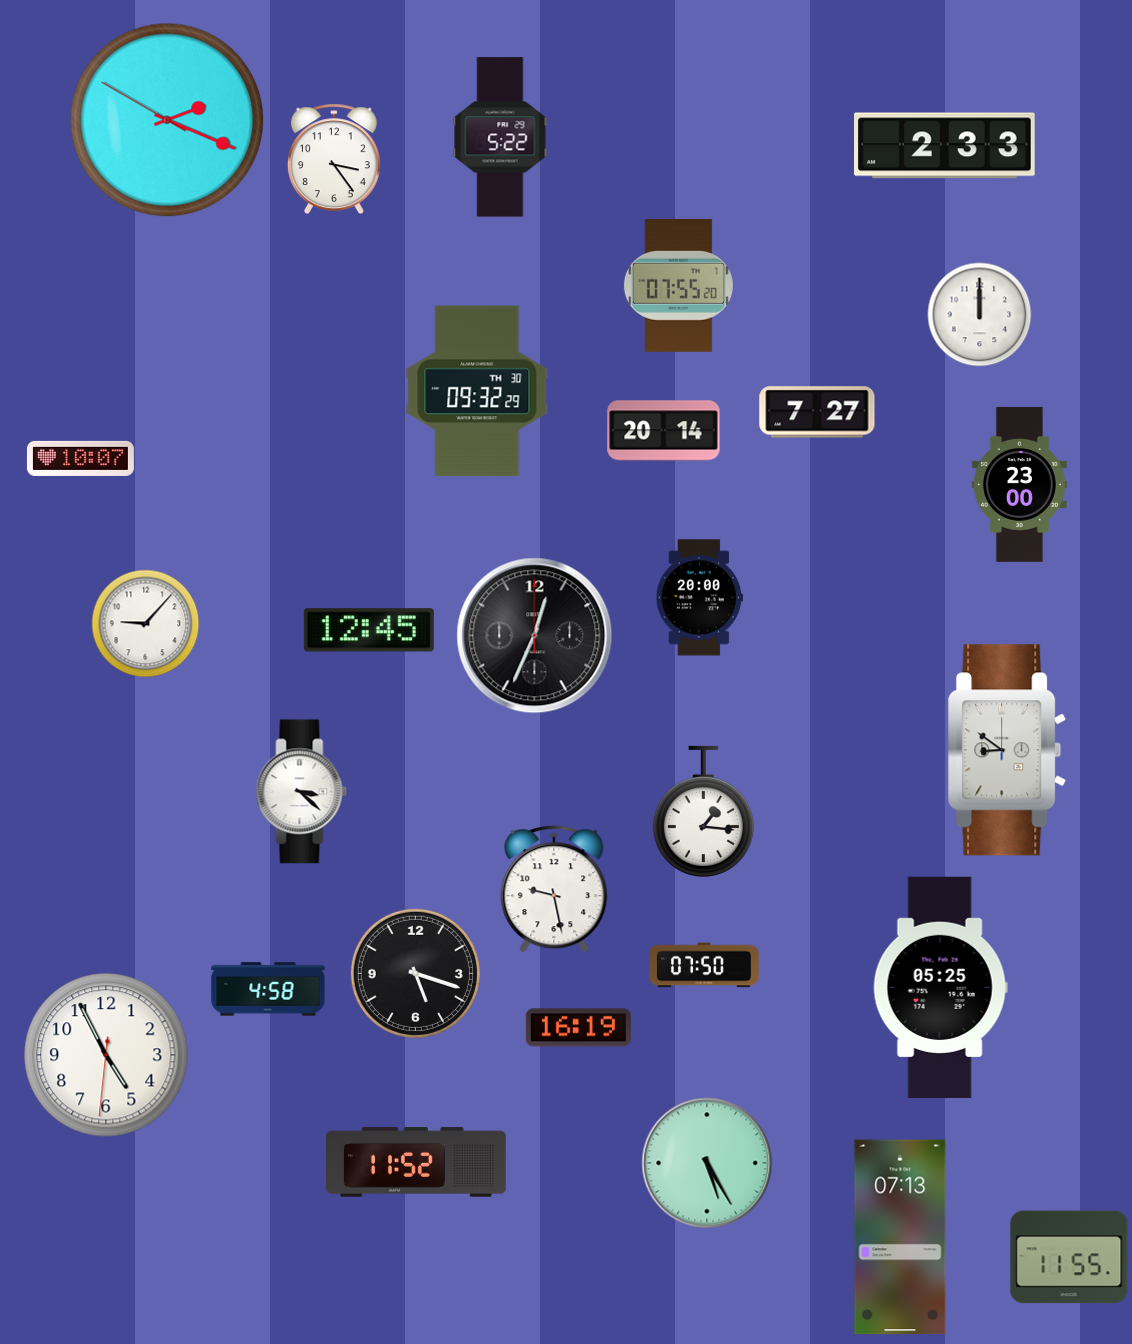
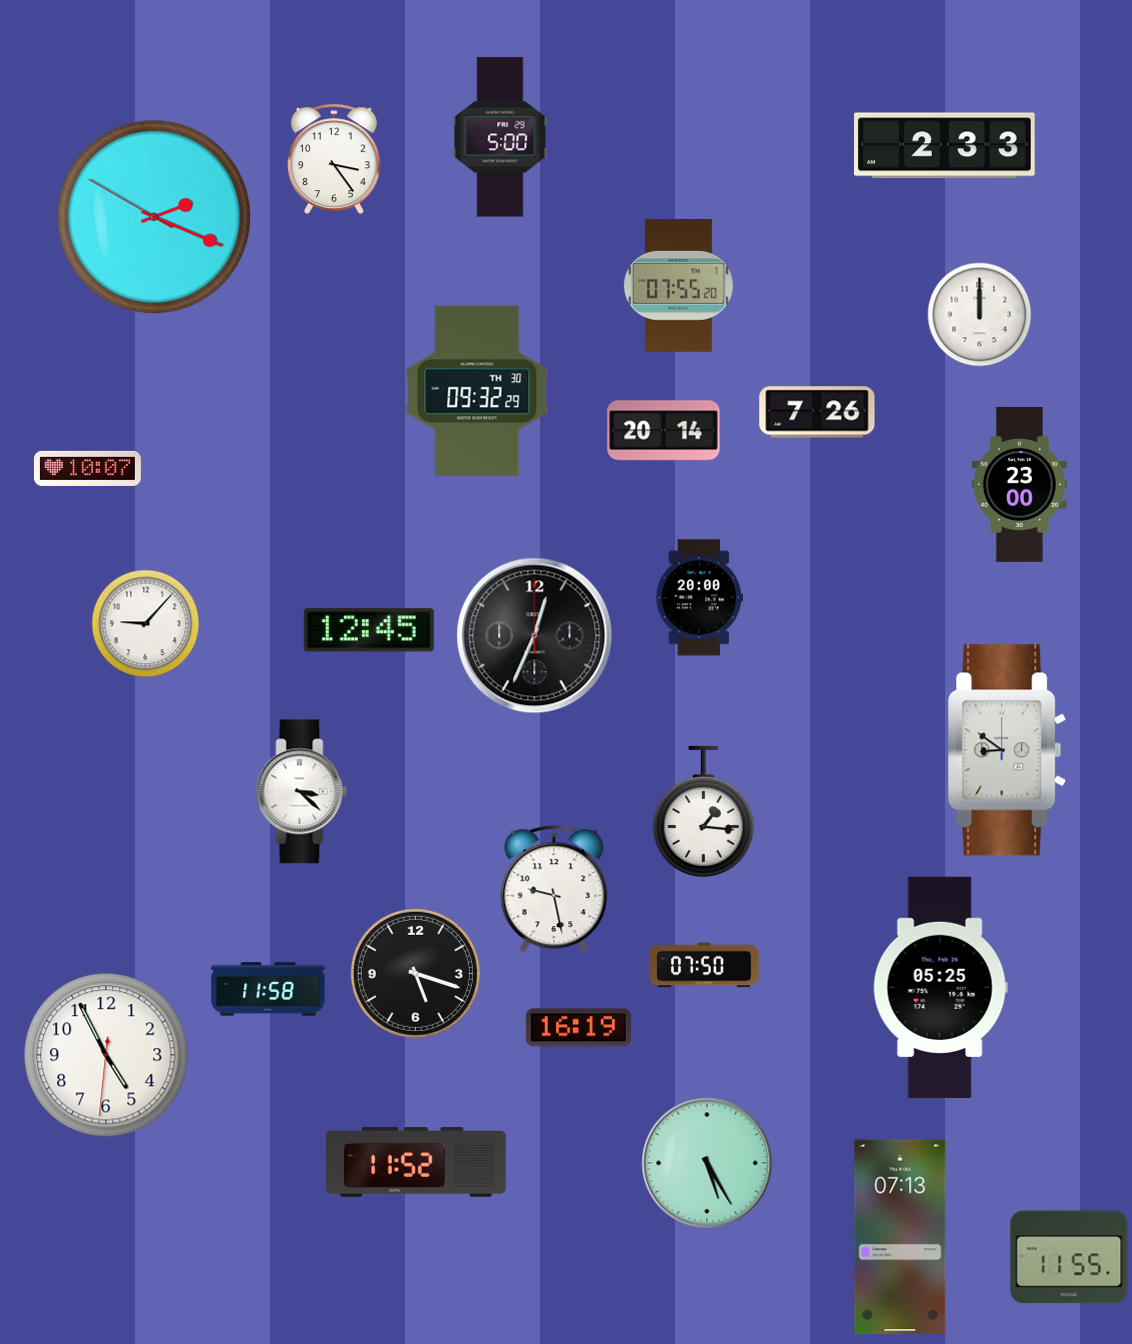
clock at (167, 120) position: (167, 120) -> (154, 217)
clock at (500, 137): 5:22 -> 5:00
clock at (817, 412): 7:27 -> 7:26
clock at (80, 458) position: (80, 458) -> (87, 468)
clock at (268, 989): 4:58 -> 11:58
